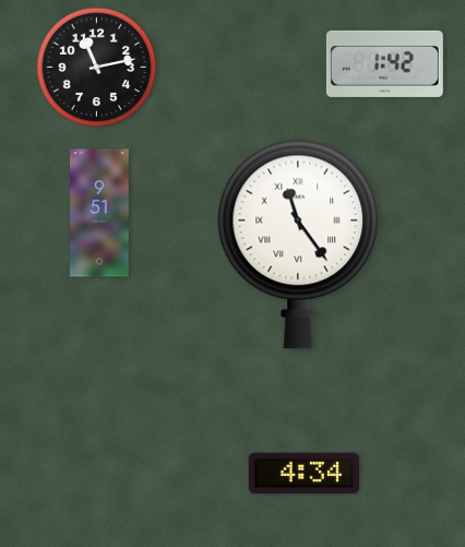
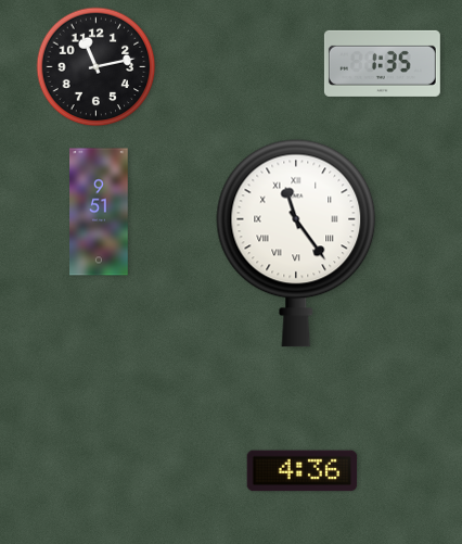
clock at (384, 63): 1:42 -> 1:35
clock at (305, 474): 4:34 -> 4:36
